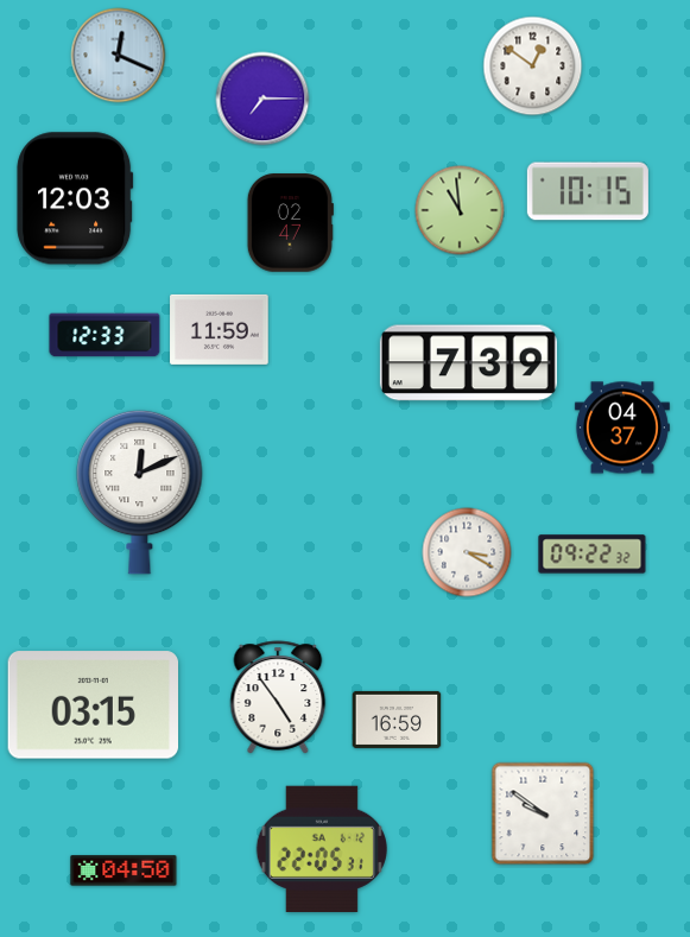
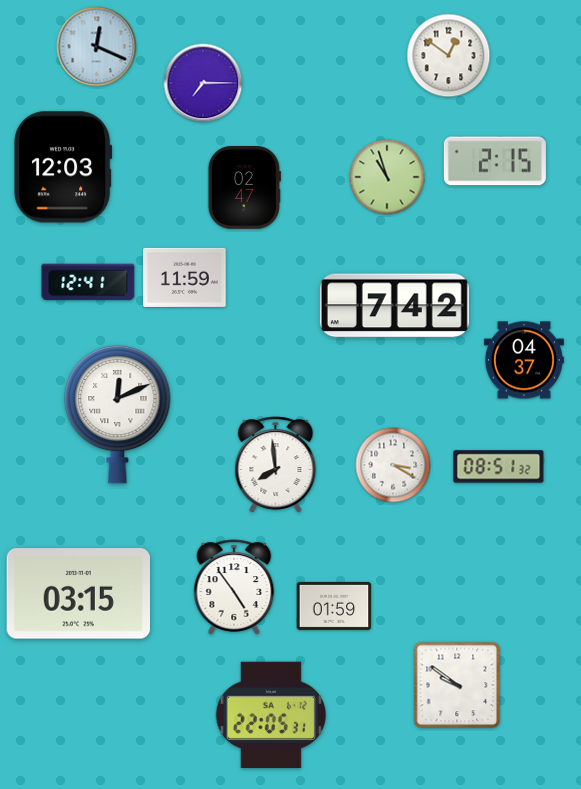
clock at (119, 56) position: (119, 56) -> (97, 47)
clock at (262, 99) position: (262, 99) -> (203, 83)
clock at (588, 191): 10:15 -> 2:15
clock at (460, 210): 10:59 -> 10:57
clock at (105, 335): 12:33 -> 12:41
clock at (468, 363): 7:39 -> 7:42
clock at (276, 465): none -> 7:59
clock at (593, 555): 09:22 -> 08:51
clock at (397, 720): 16:59 -> 01:59
clock at (124, 870): 04:50 -> none
